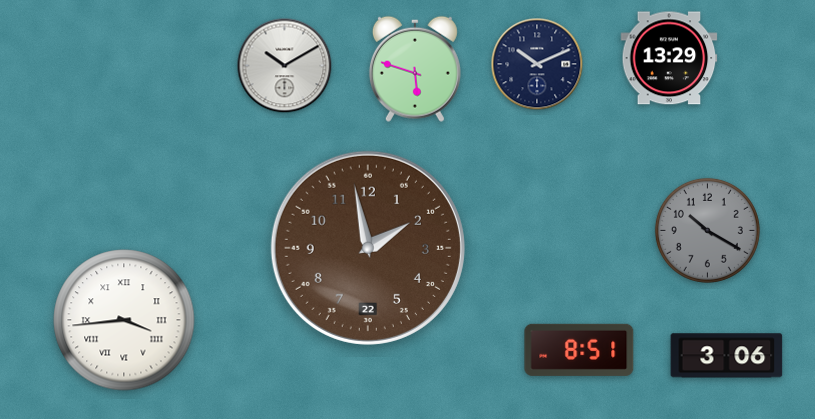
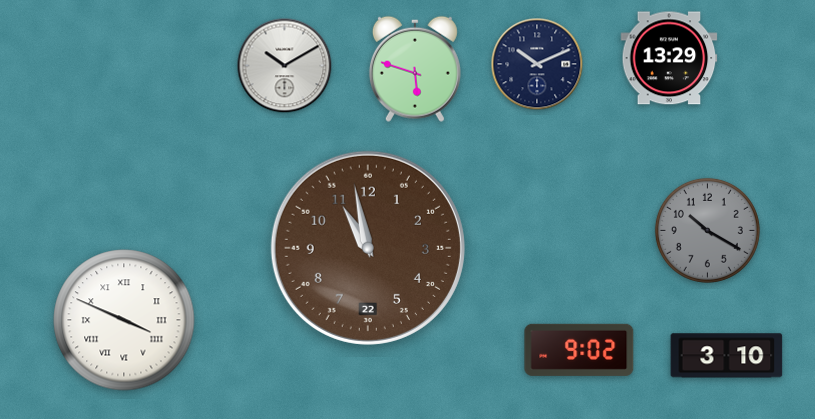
clock at (368, 248): 1:58 -> 10:58
clock at (124, 320): 3:44 -> 3:49
clock at (579, 350): 8:51 -> 9:02
clock at (727, 356): 3:06 -> 3:10
